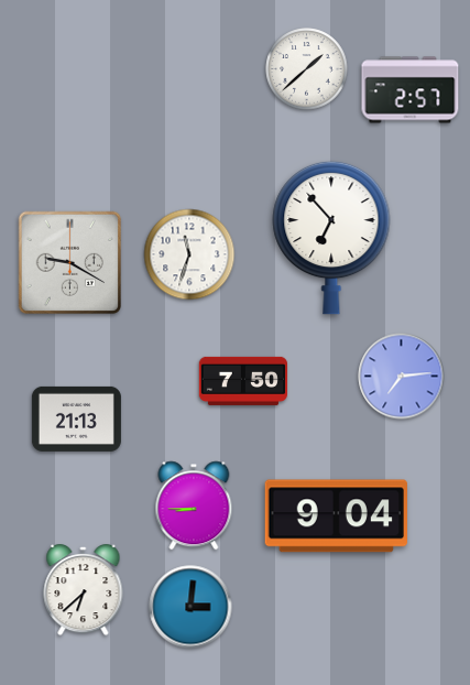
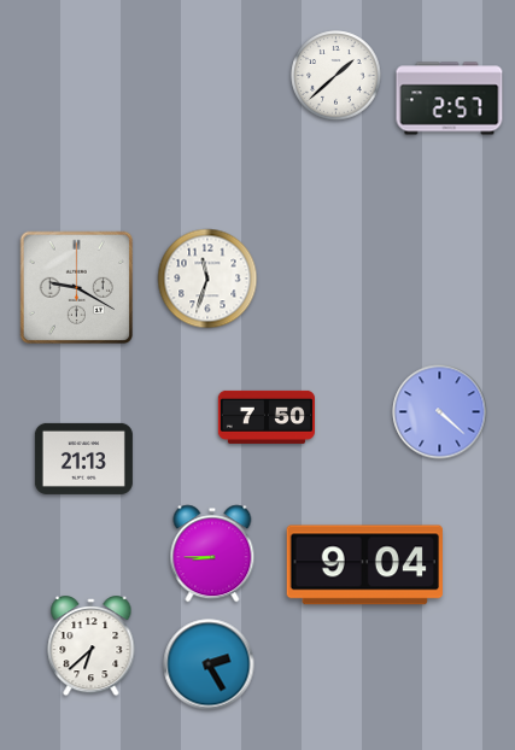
clock at (331, 238): 6:53 -> none
clock at (402, 377): 7:14 -> 4:22
clock at (336, 517) position: (336, 517) -> (364, 566)
clock at (190, 607): 3:01 -> 2:25
